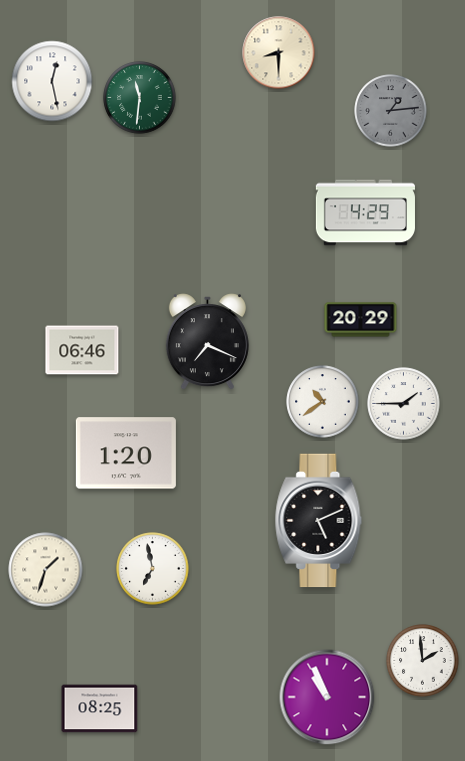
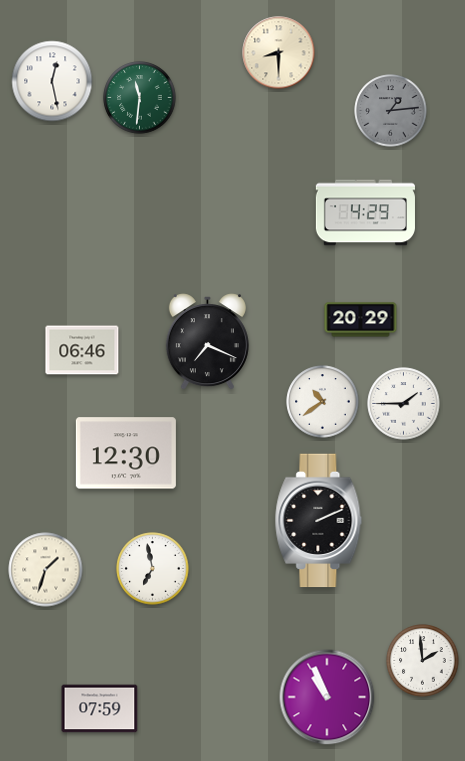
clock at (126, 453): 1:20 -> 12:30
clock at (319, 521): 5:11 -> 2:11
clock at (100, 709): 08:25 -> 07:59
